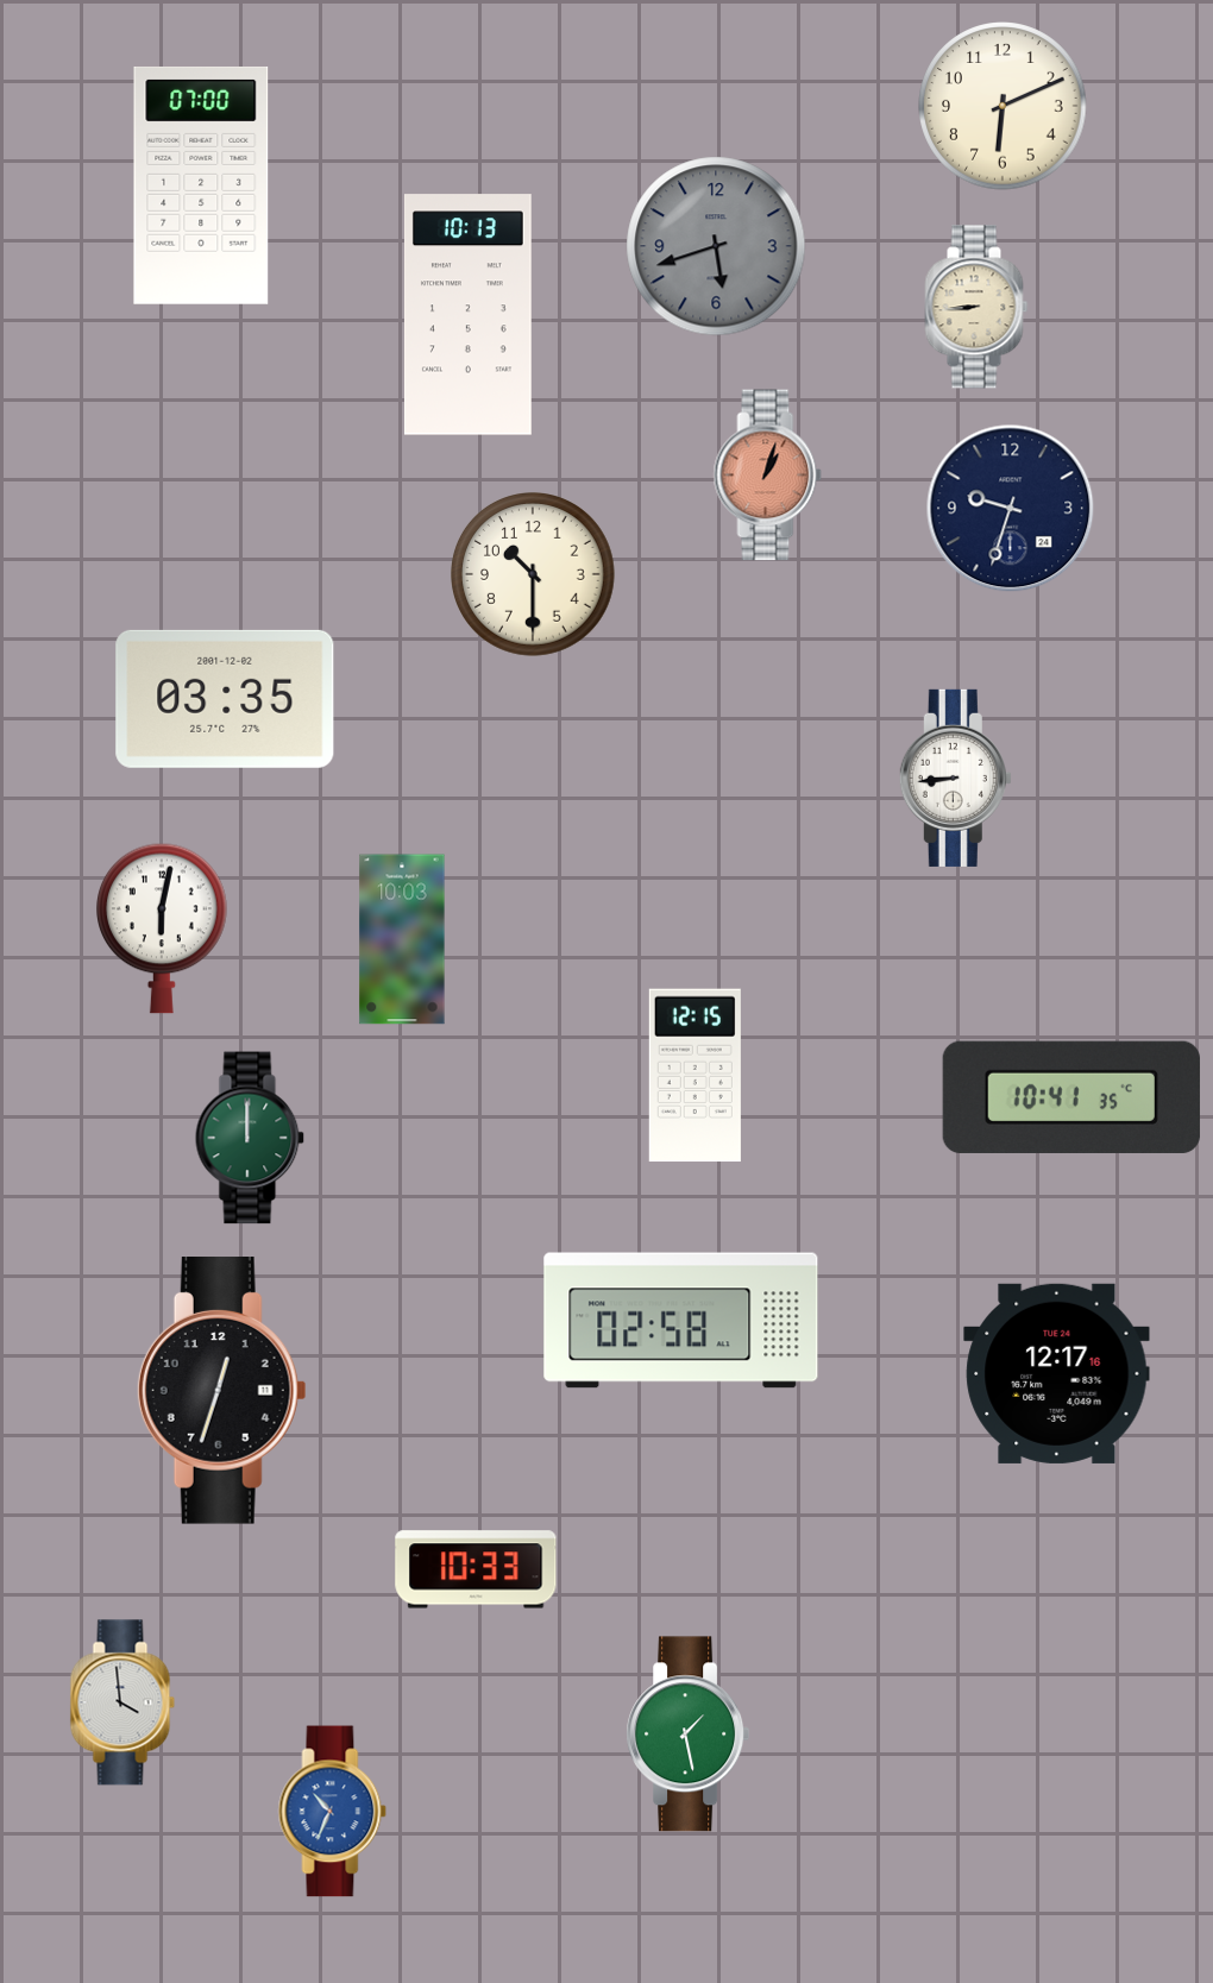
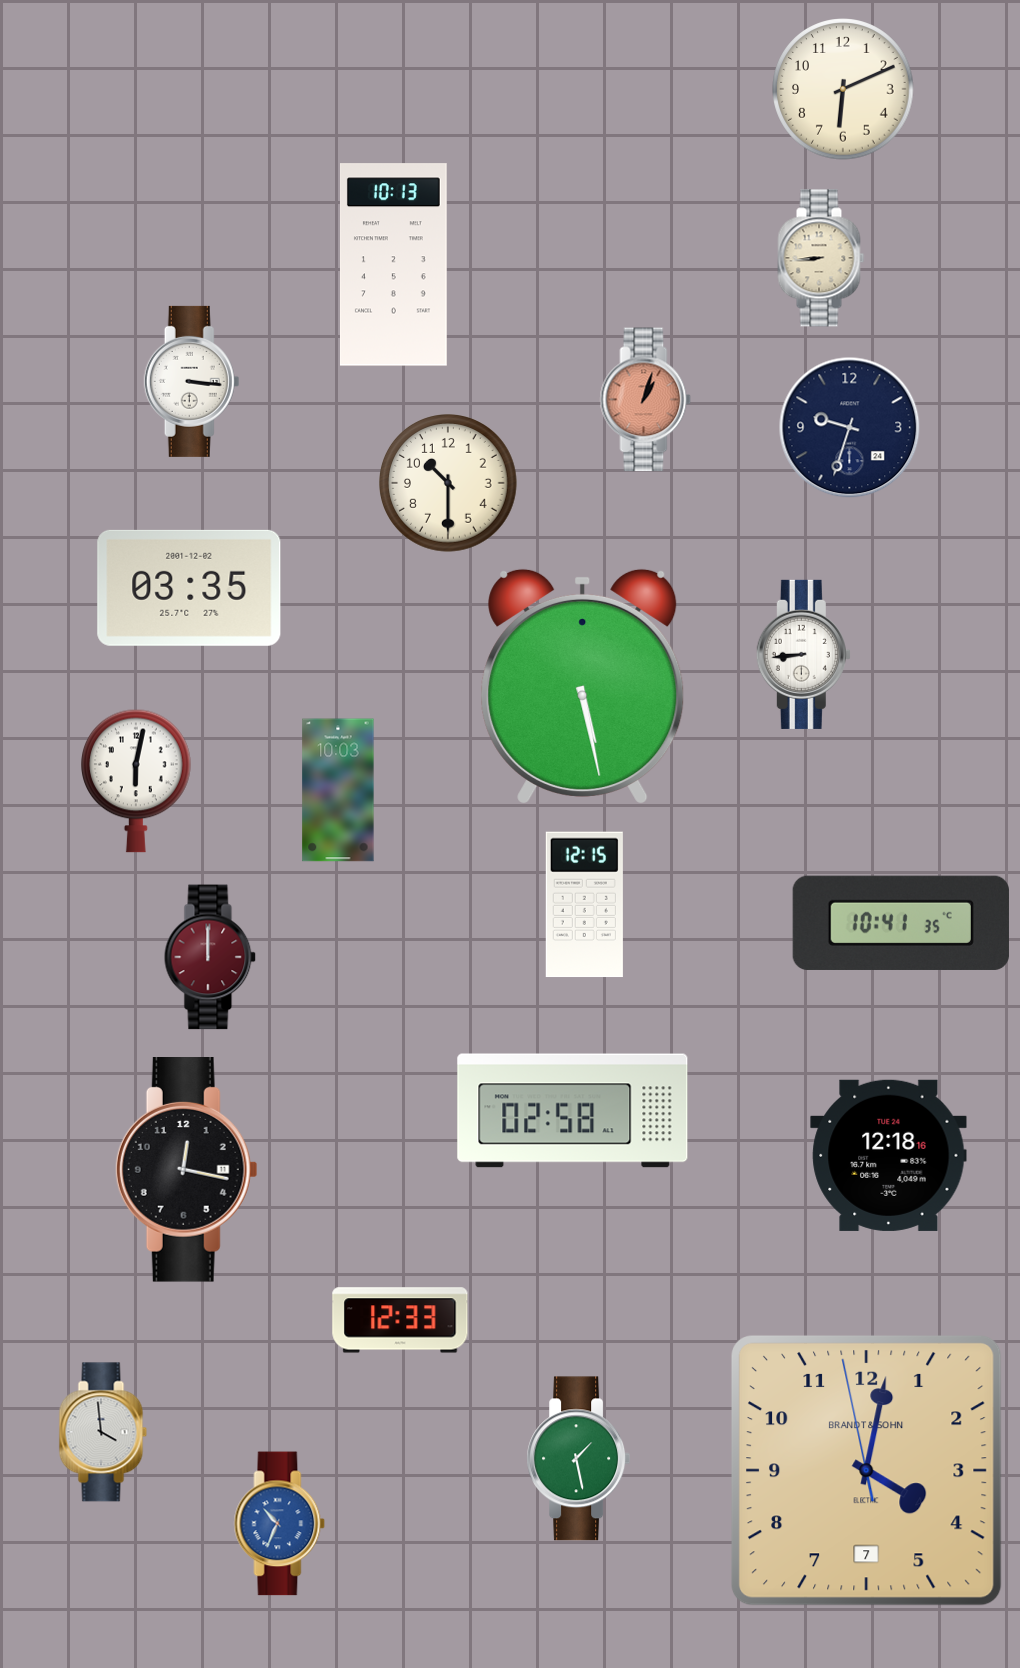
clock at (201, 185): 07:00 -> none
clock at (716, 246): 5:42 -> none
clock at (192, 381): none -> 3:16
clock at (583, 686): none -> 5:28
clock at (250, 1138) dial: green -> burgundy
clock at (1057, 1373): 12:17 -> 12:18
clock at (221, 1391): 12:33 -> 12:17
clock at (476, 1569): 10:33 -> 12:33
clock at (866, 1470): none -> 4:01
